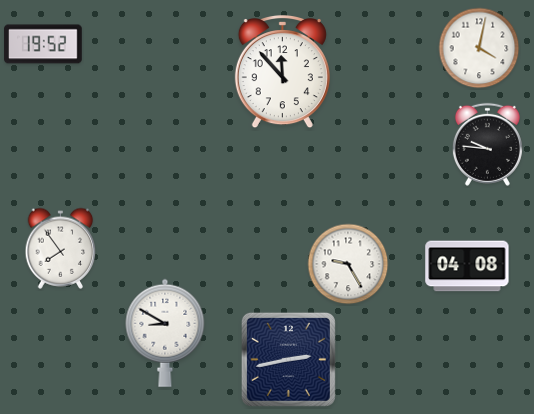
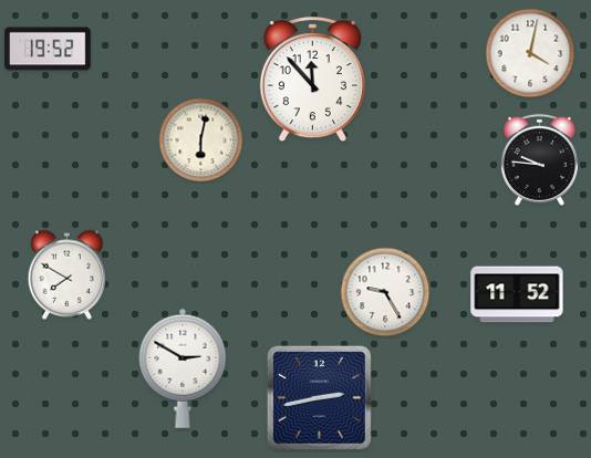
clock at (201, 140): none -> 6:02
clock at (61, 248): 7:54 -> 7:50
clock at (467, 266): 04:08 -> 11:52
clock at (165, 333): 8:50 -> 2:50
